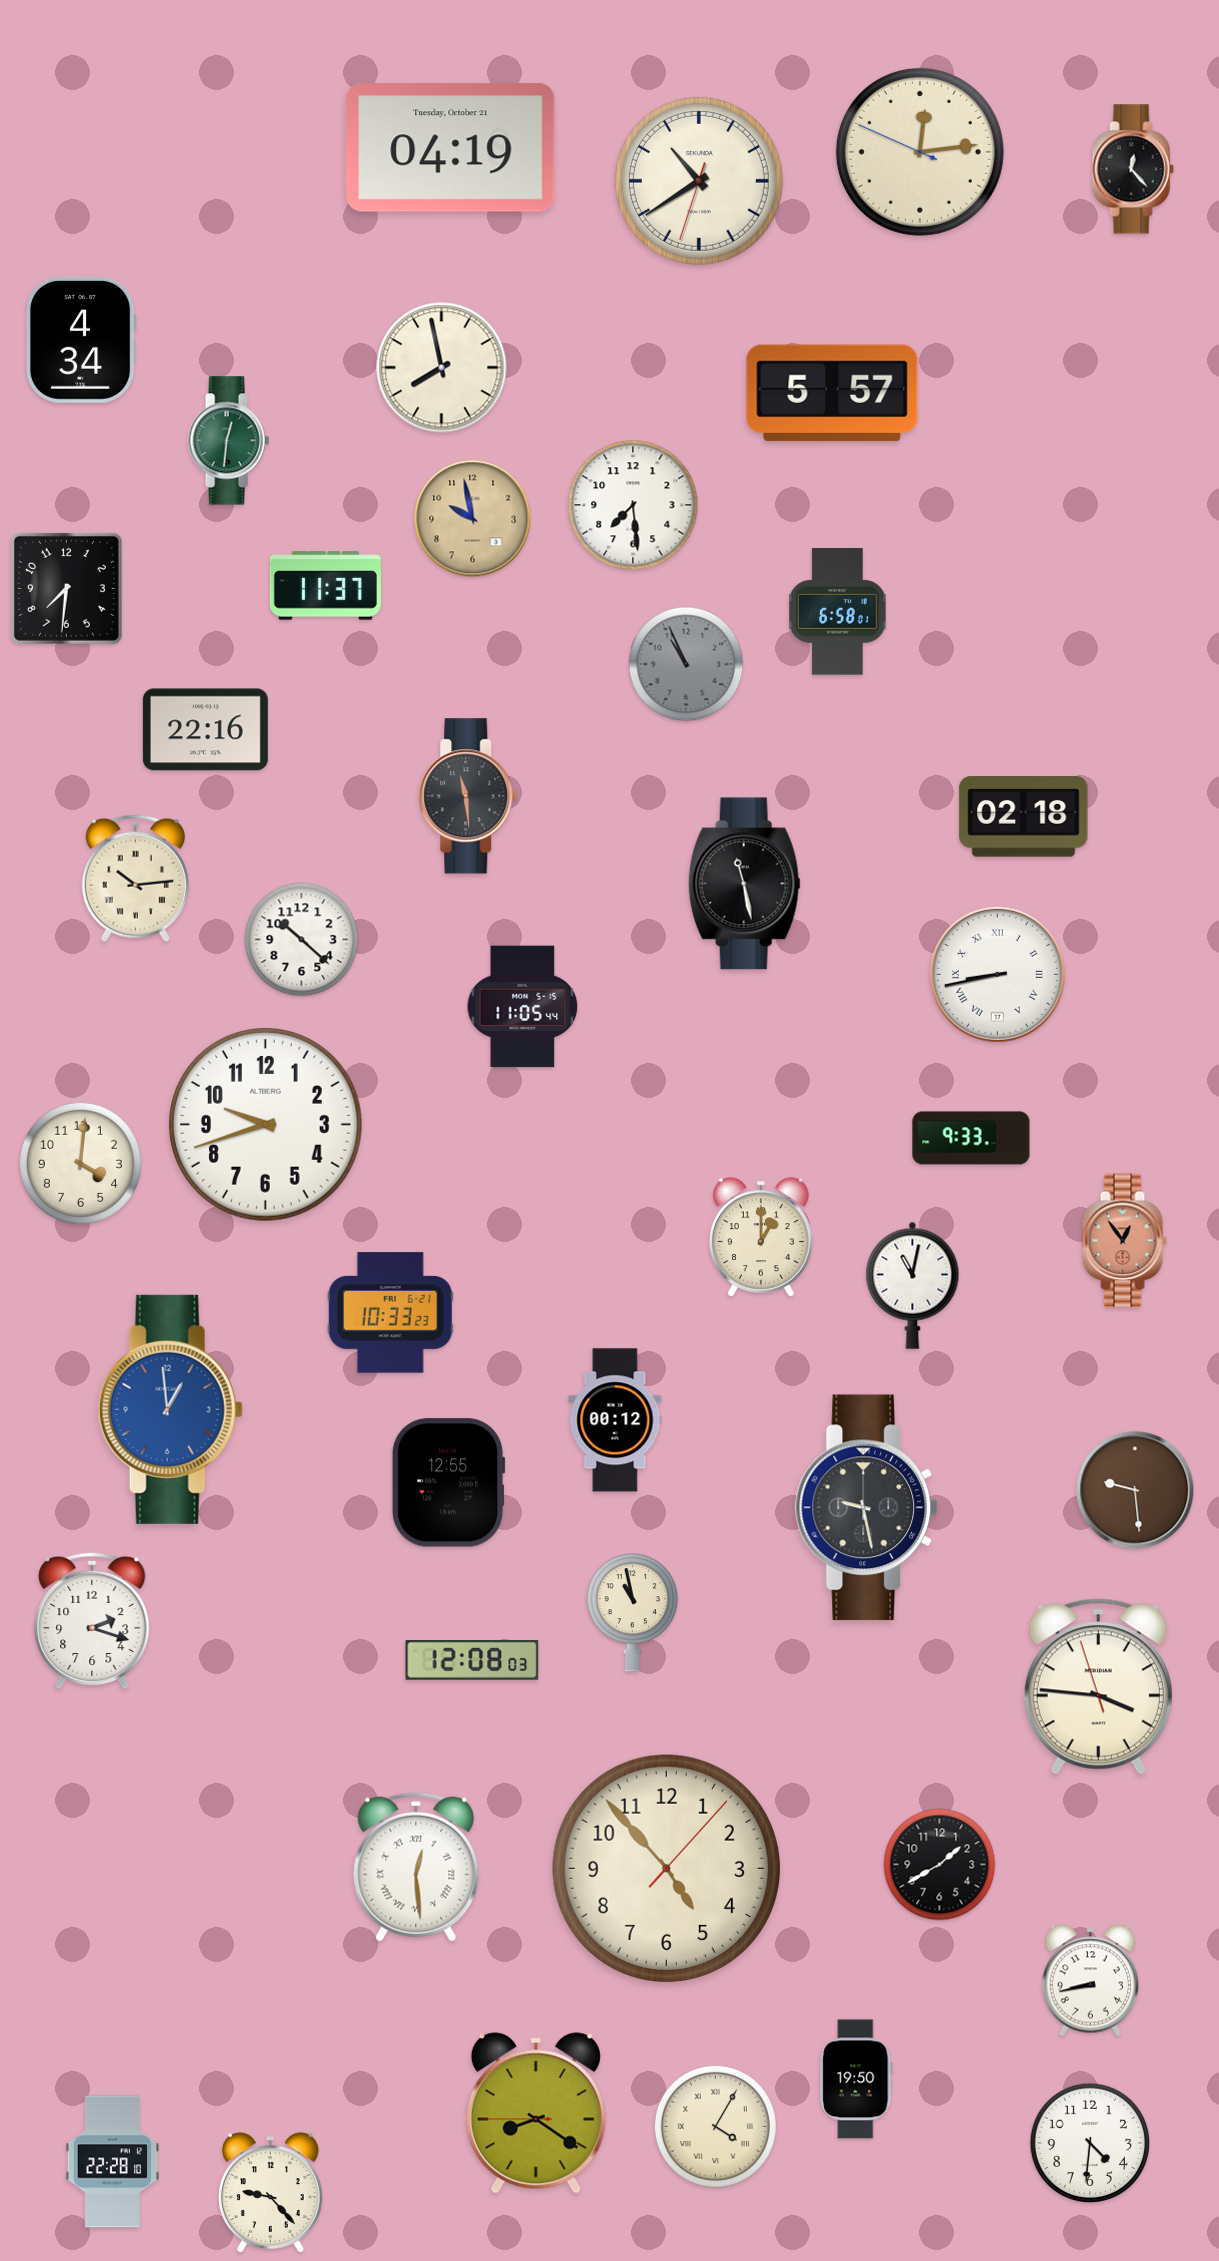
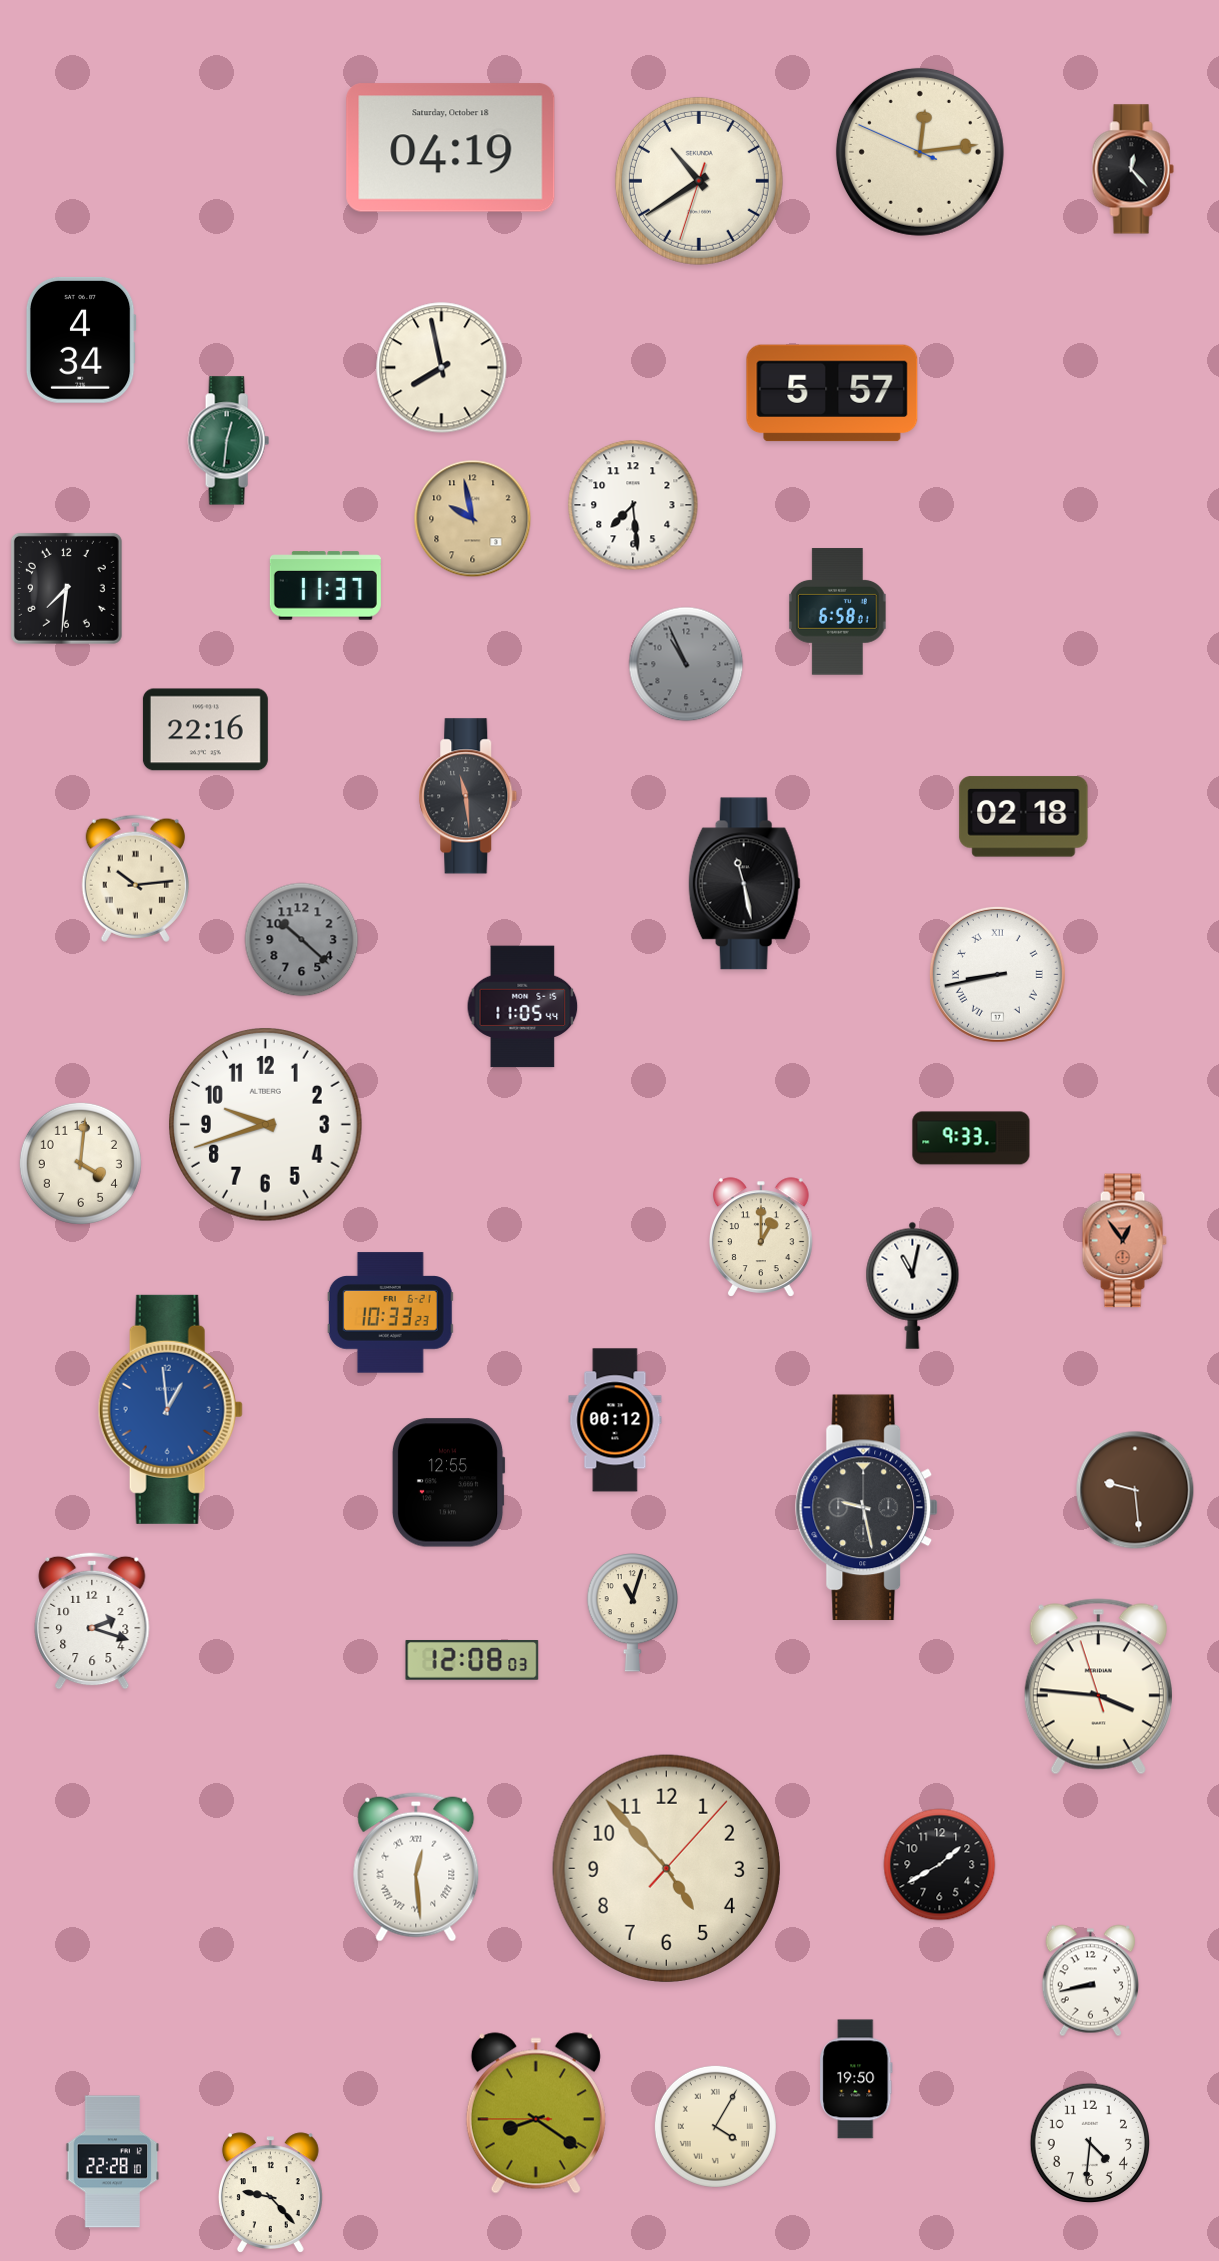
clock at (451, 148) date: Tuesday, October 21 -> Saturday, October 18
clock at (302, 940) dial: white -> grey
clock at (632, 1613): 10:58 -> 11:03
